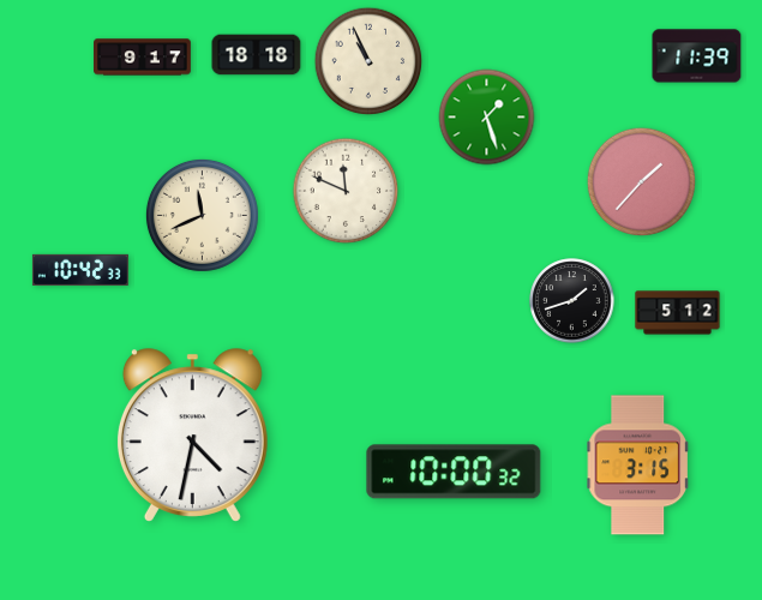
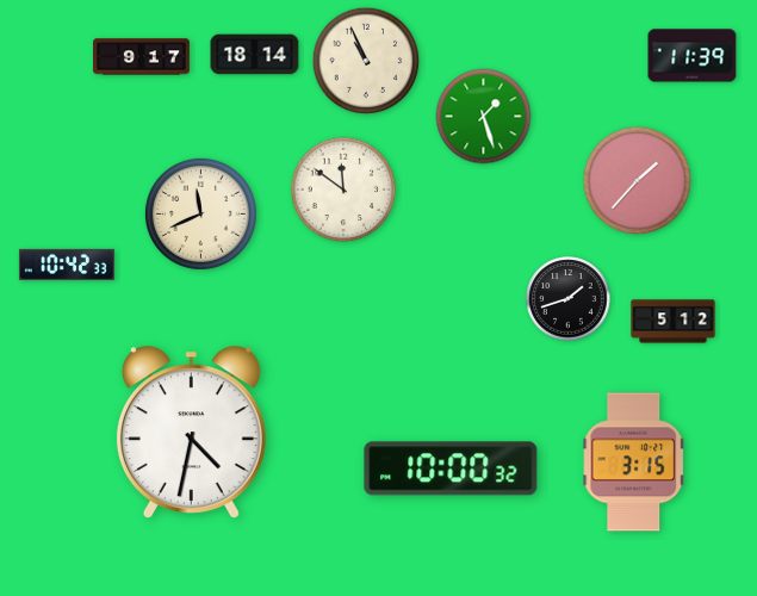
clock at (257, 55): 18:18 -> 18:14
clock at (346, 191): 11:49 -> 11:51
clock at (80, 270) position: (80, 270) -> (67, 265)
clock at (678, 313) position: (678, 313) -> (674, 322)
